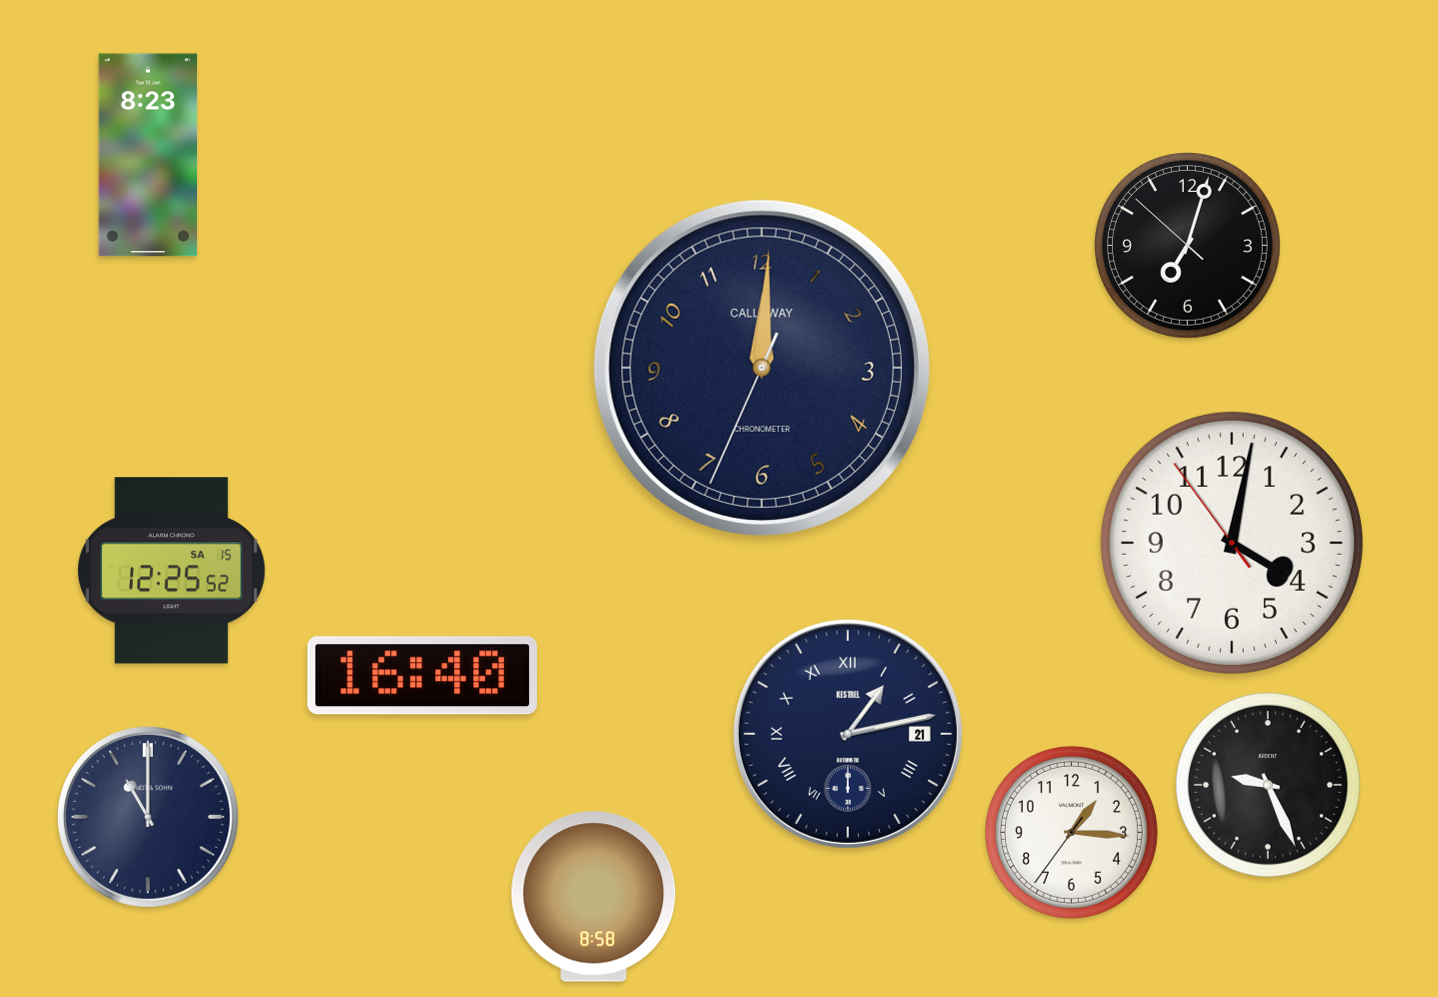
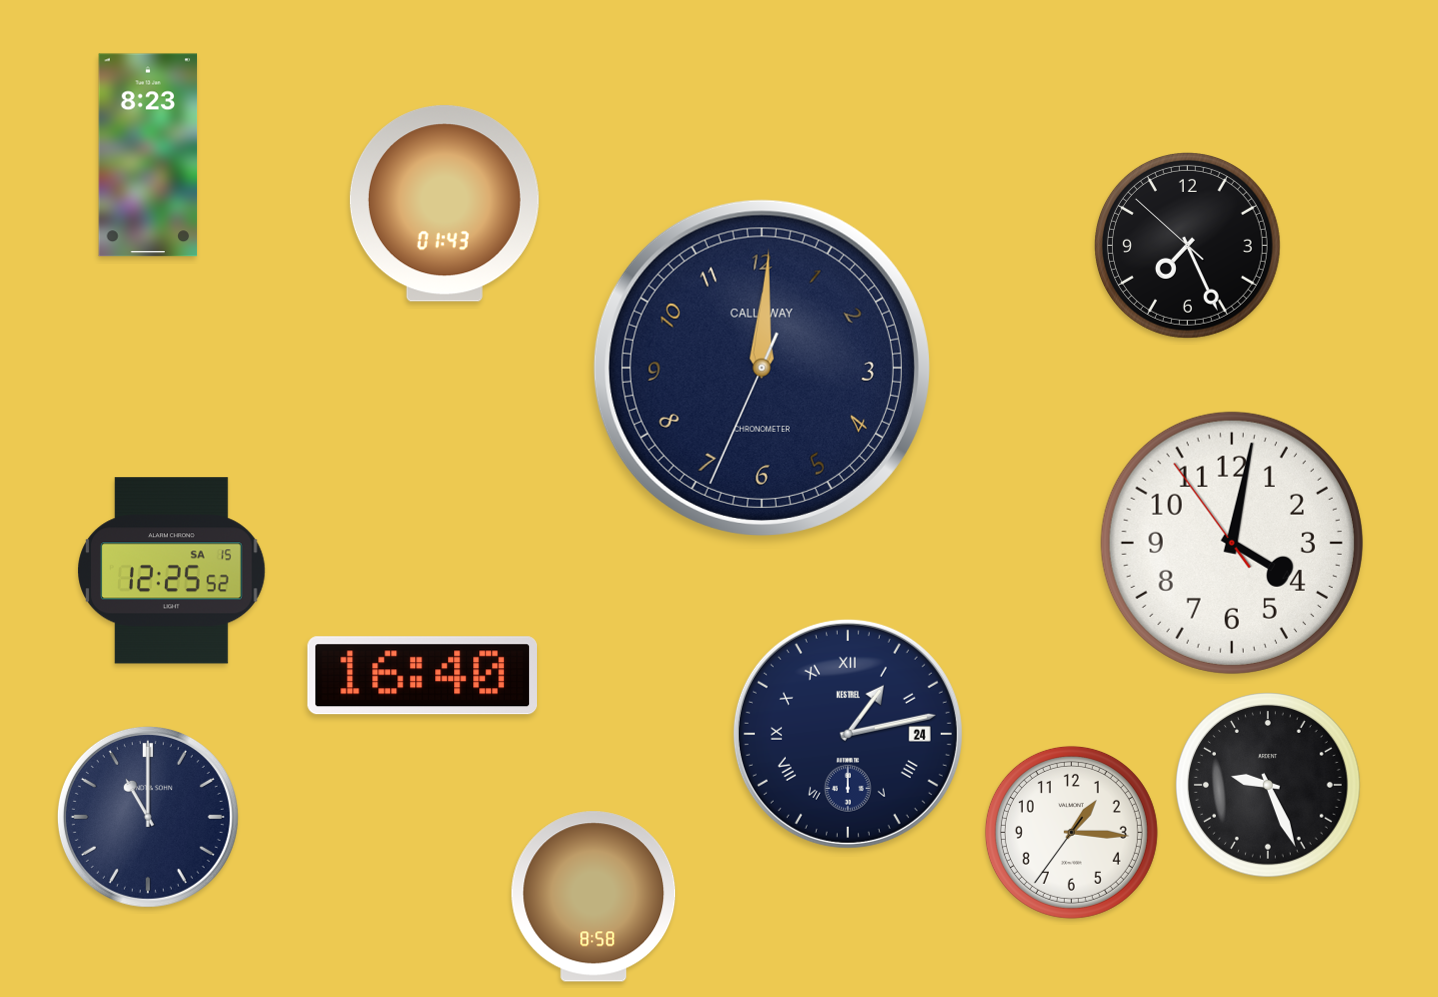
clock at (444, 204): none -> 01:43
clock at (1187, 245): 7:02 -> 7:25
clock at (848, 734) date: 21 -> 24
